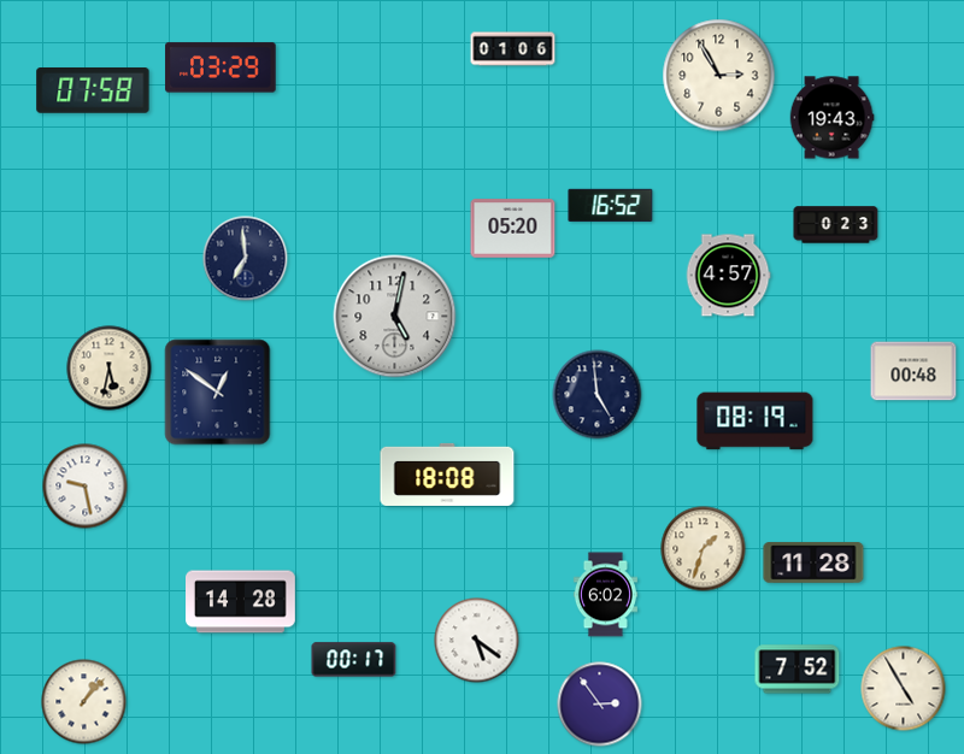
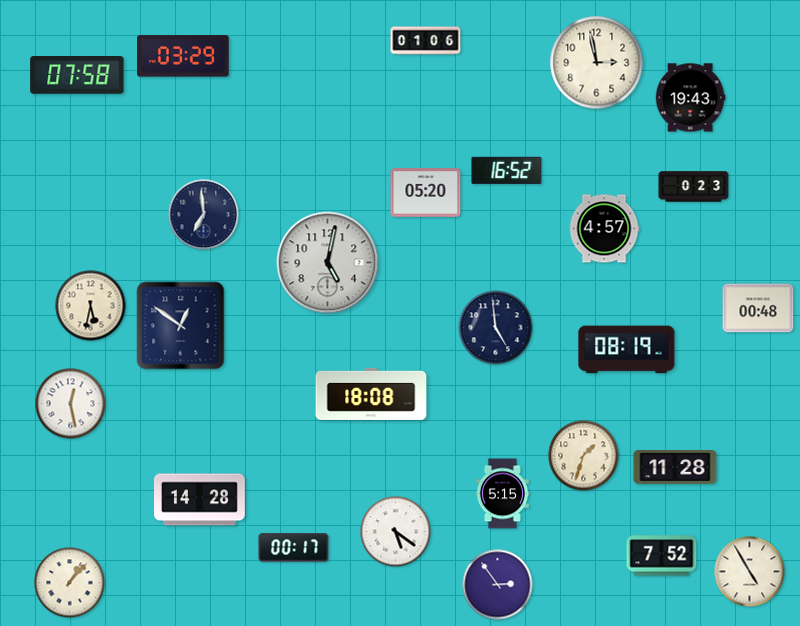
clock at (719, 76): 2:55 -> 2:58
clock at (513, 229) position: (513, 229) -> (426, 193)
clock at (86, 487): 9:28 -> 12:28
clock at (605, 595): 6:02 -> 5:15
